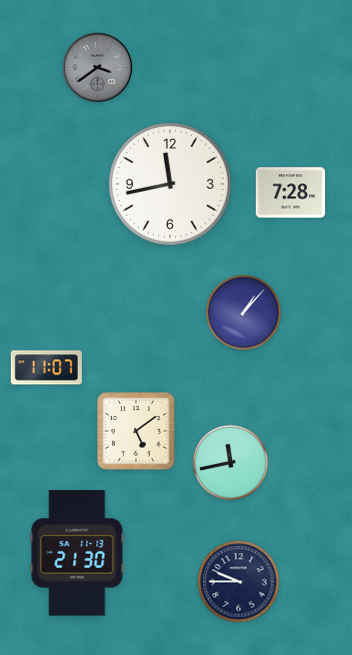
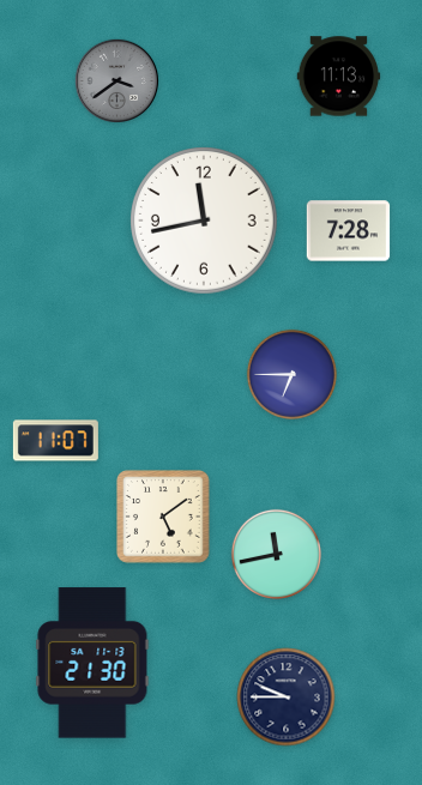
clock at (339, 77): none -> 11:13
clock at (243, 312): 1:07 -> 6:45
